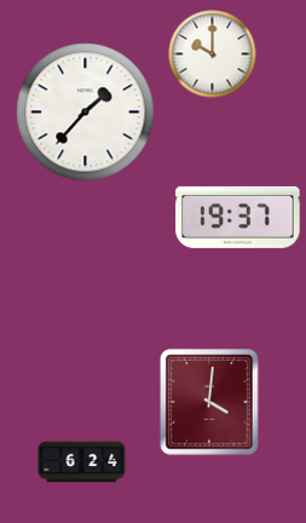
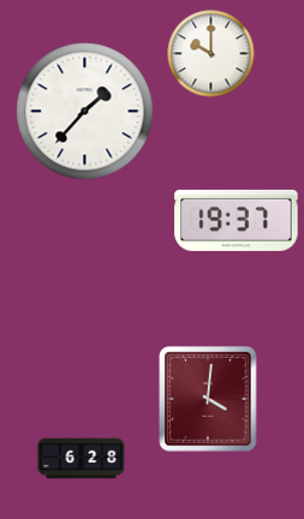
clock at (238, 217) position: (238, 217) -> (237, 220)
clock at (82, 462): 6:24 -> 6:28
